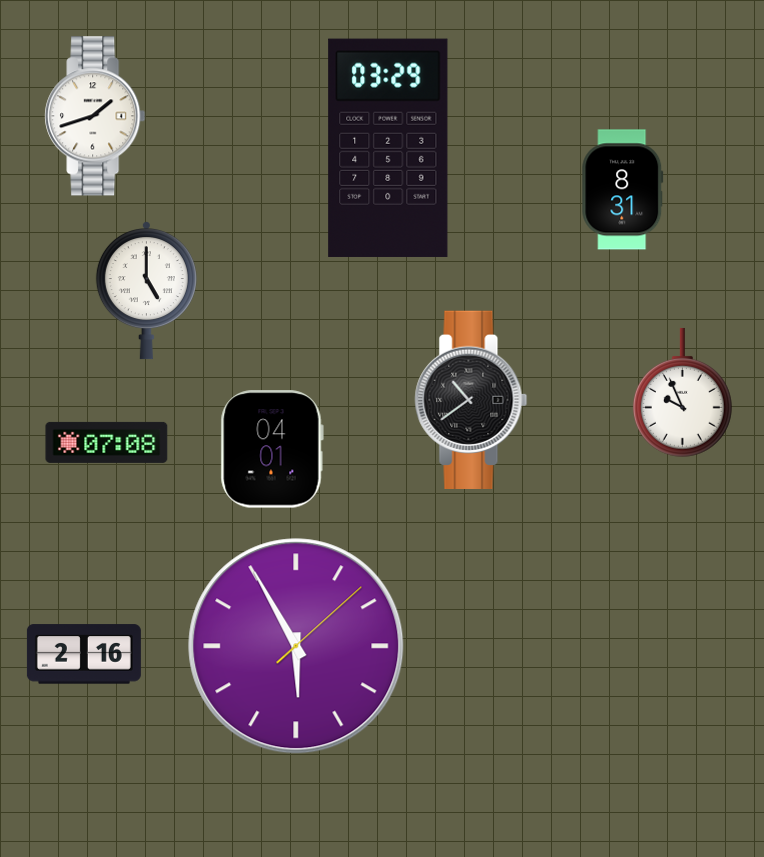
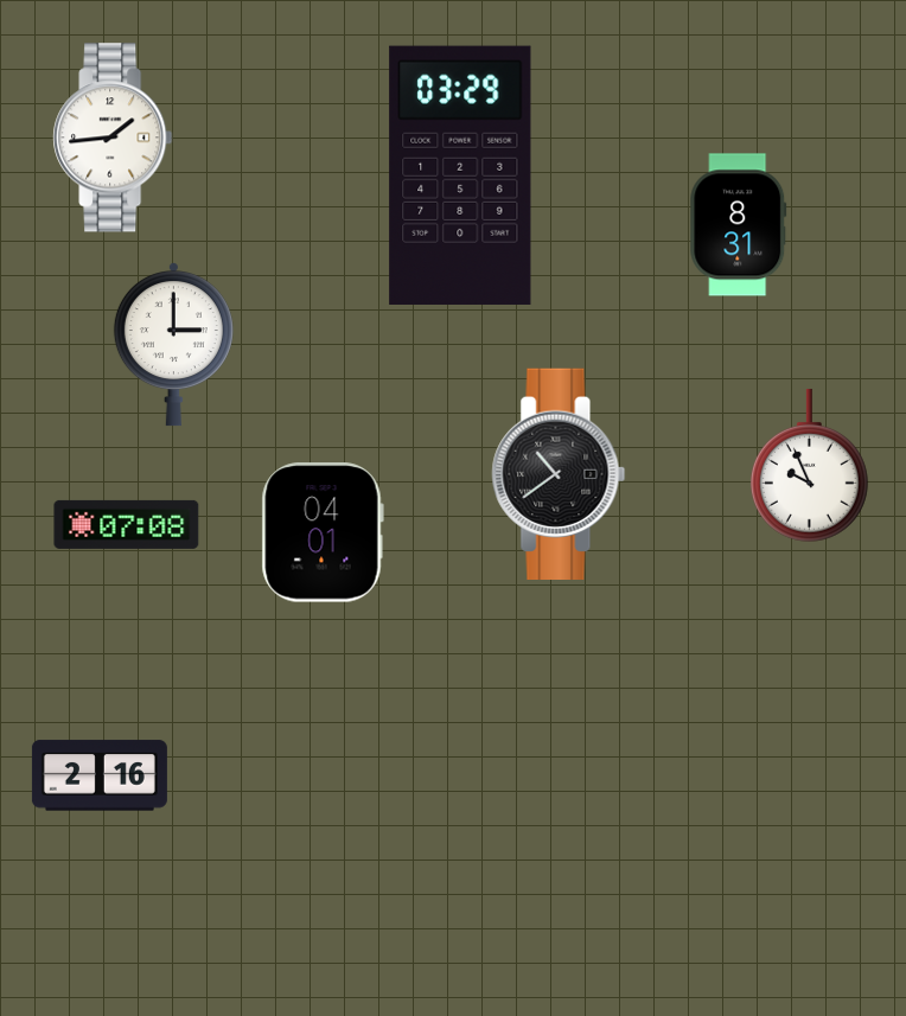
clock at (95, 116): 1:42 -> 1:44
clock at (146, 291): 5:00 -> 3:00
clock at (296, 646): 5:55 -> none
